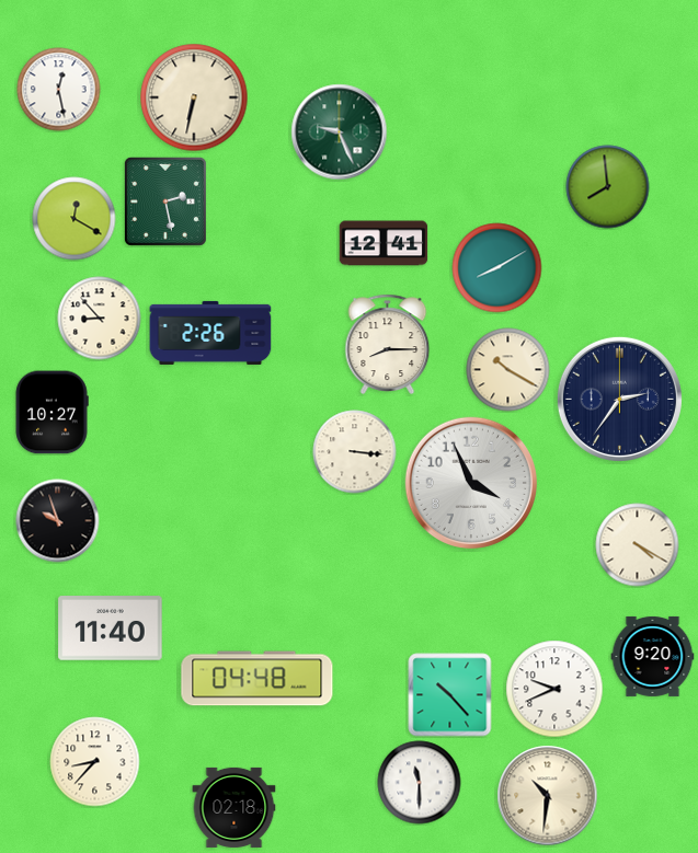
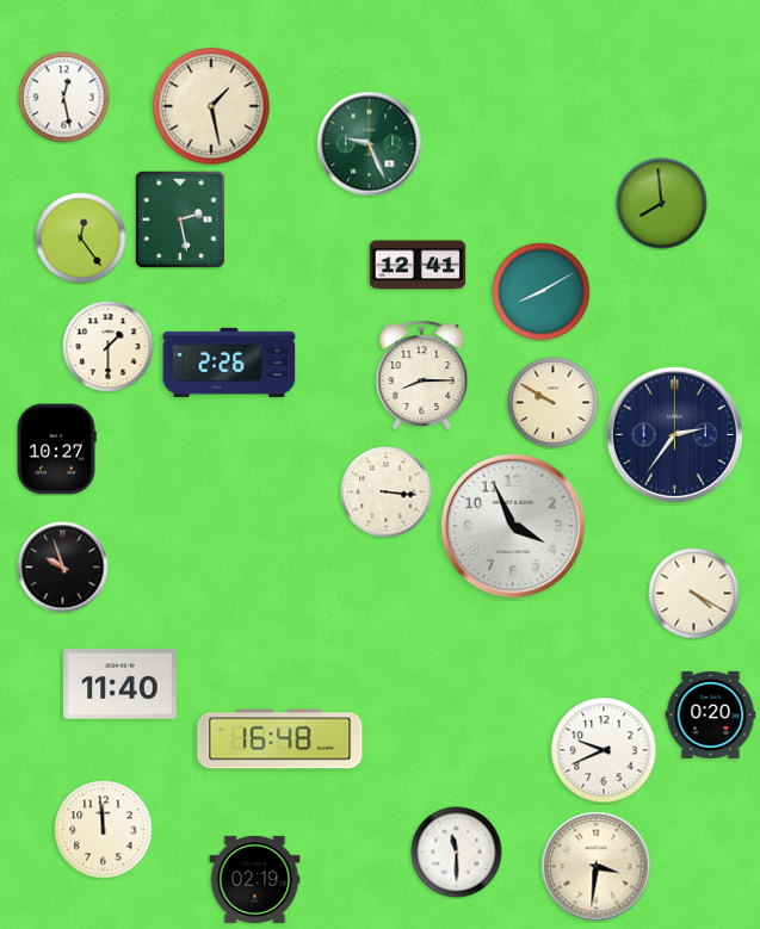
clock at (194, 97): 6:32 -> 1:28
clock at (75, 219): 12:20 -> 12:24
clock at (100, 319): 8:53 -> 1:30
clock at (508, 370): 10:20 -> 9:50
clock at (653, 656): 9:20 -> 0:20
clock at (258, 679): 04:48 -> 16:48
clock at (450, 695): 10:23 -> none
clock at (95, 762): 8:37 -> 11:59
clock at (548, 796): 10:31 -> 3:31
clock at (234, 807): 02:18 -> 02:19
